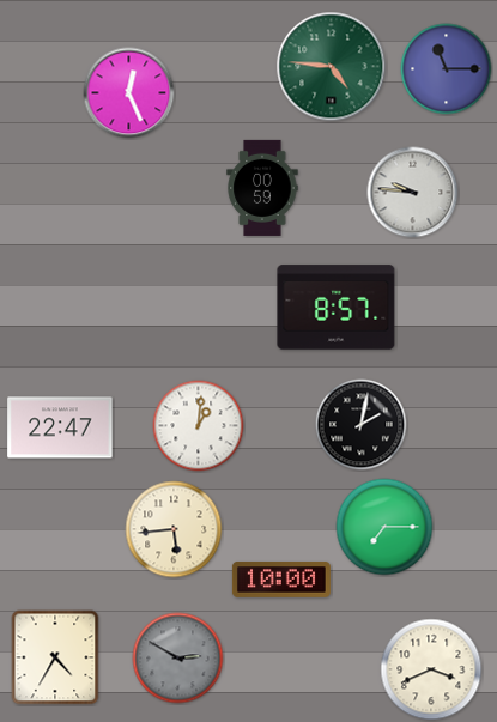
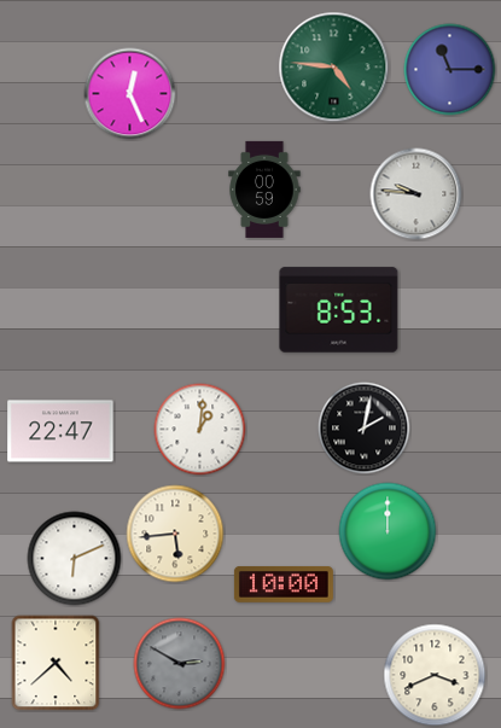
clock at (337, 308): 8:57 -> 8:53
clock at (384, 527): 7:15 -> 12:00
clock at (75, 559): none -> 6:11
clock at (55, 657): 4:35 -> 4:38
